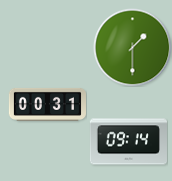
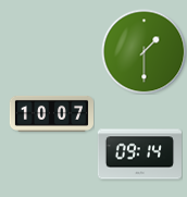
clock at (47, 104): 00:31 -> 10:07
